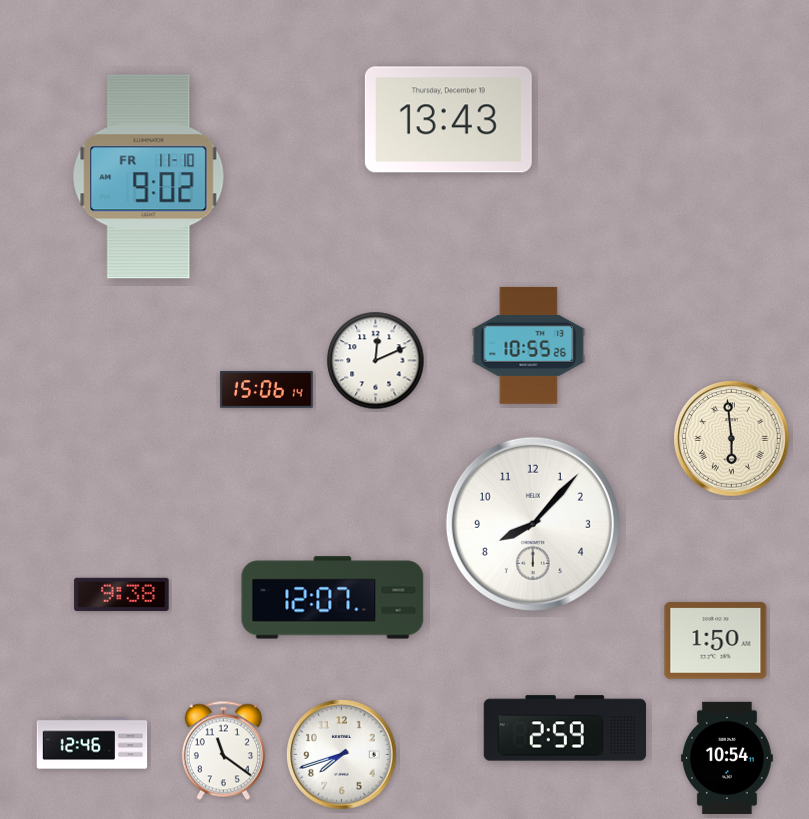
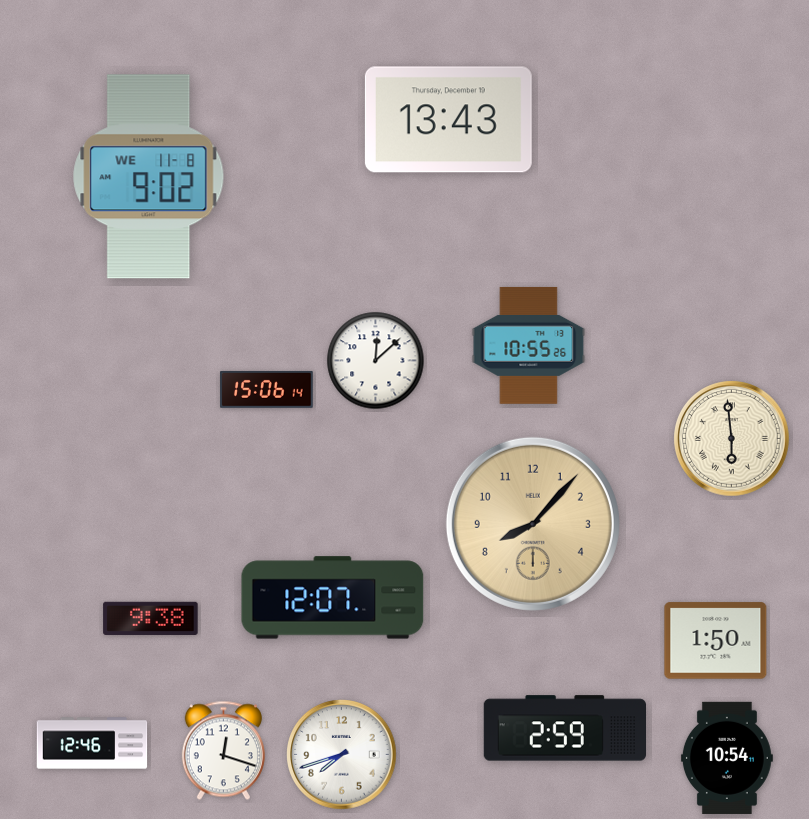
clock at (149, 177) date: FR 11-10 -> WE 11-8
clock at (376, 361): 12:11 -> 12:08
clock at (533, 524) dial: white -> champagne
clock at (122, 594) position: (122, 594) -> (151, 618)
clock at (223, 751): 11:21 -> 12:18
